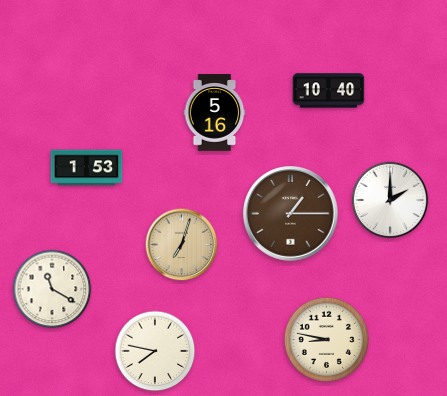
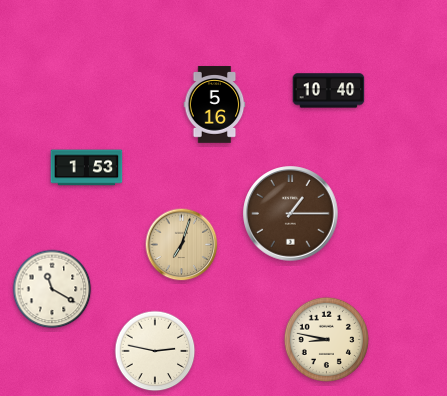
clock at (215, 113) position: (215, 113) -> (215, 105)
clock at (390, 200): 2:00 -> none
clock at (155, 351): 7:47 -> 2:47
